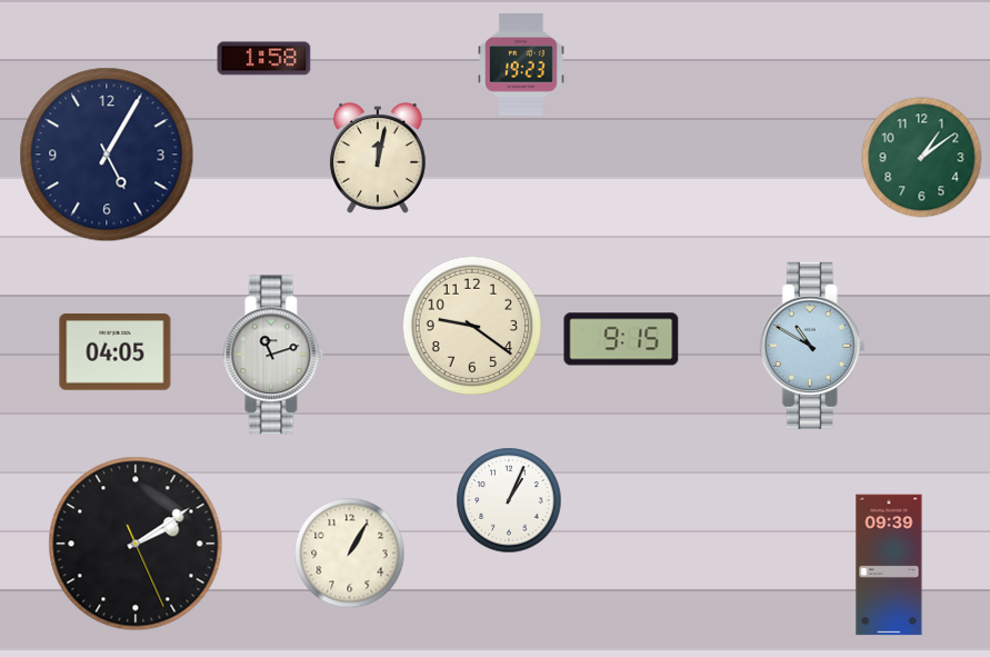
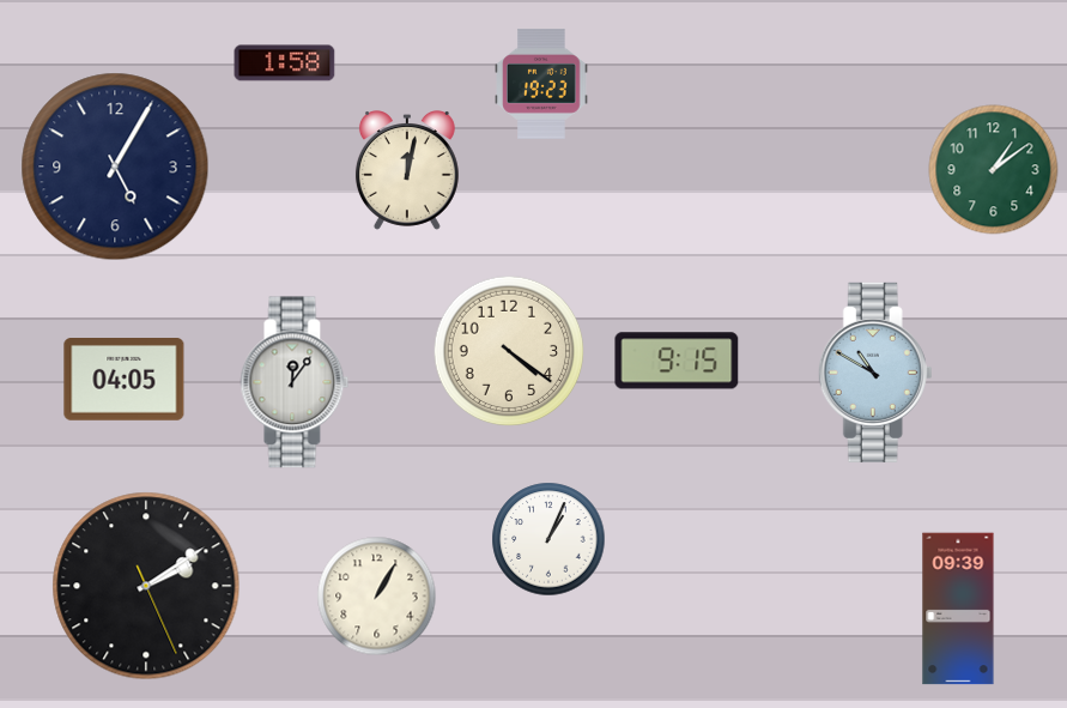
clock at (521, 64) position: (521, 64) -> (541, 84)
clock at (472, 326): 9:21 -> 4:21
clock at (621, 339) position: (621, 339) -> (677, 361)
clock at (273, 355): 11:12 -> 12:06
